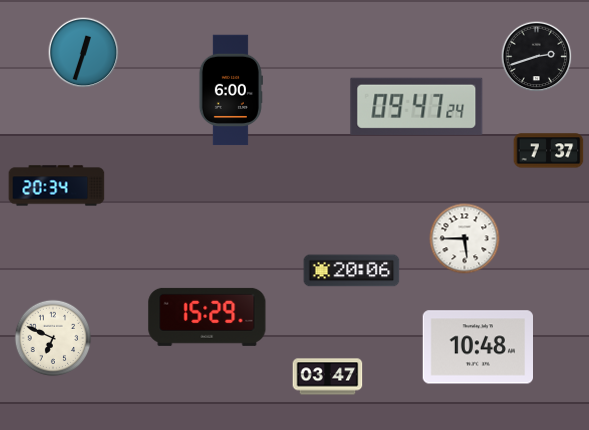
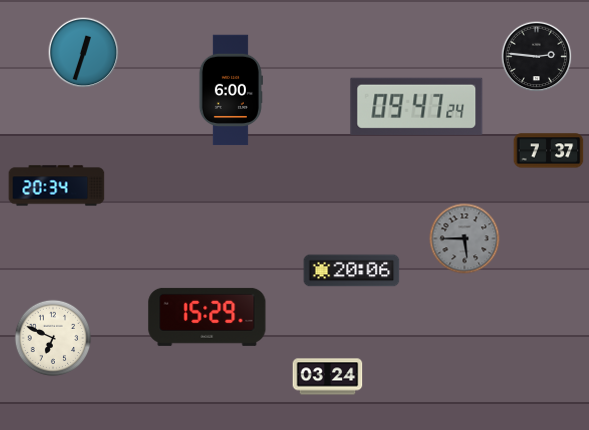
clock at (537, 57): 2:42 -> 2:46
clock at (465, 239) dial: white -> grey
clock at (477, 347): 10:48 -> none
clock at (328, 377): 03:47 -> 03:24
